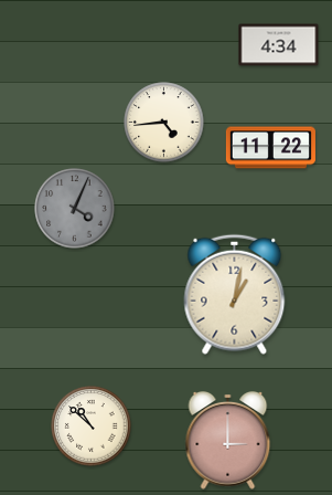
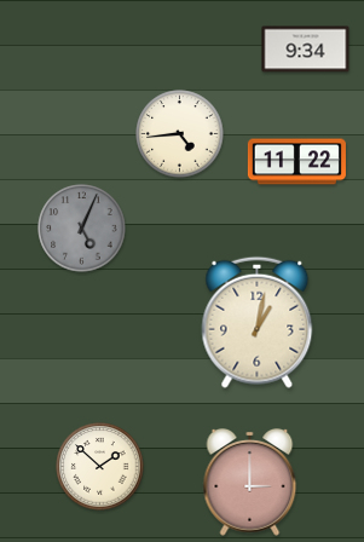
clock at (279, 45): 4:34 -> 9:34
clock at (75, 209): 4:04 -> 5:04
clock at (92, 426): 10:52 -> 1:52
